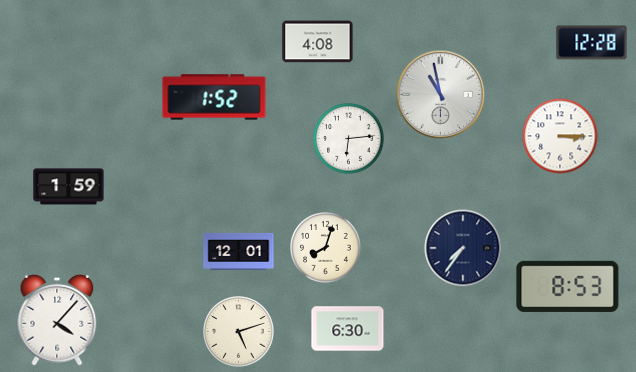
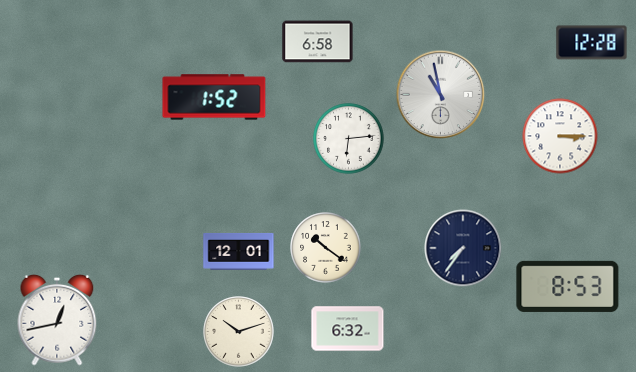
clock at (318, 42): 4:08 -> 6:58
clock at (69, 187): 1:59 -> none
clock at (326, 248): 8:03 -> 10:21
clock at (57, 320): 4:07 -> 12:43
clock at (348, 329): 6:30 -> 6:32
clock at (239, 332): 5:12 -> 10:12
